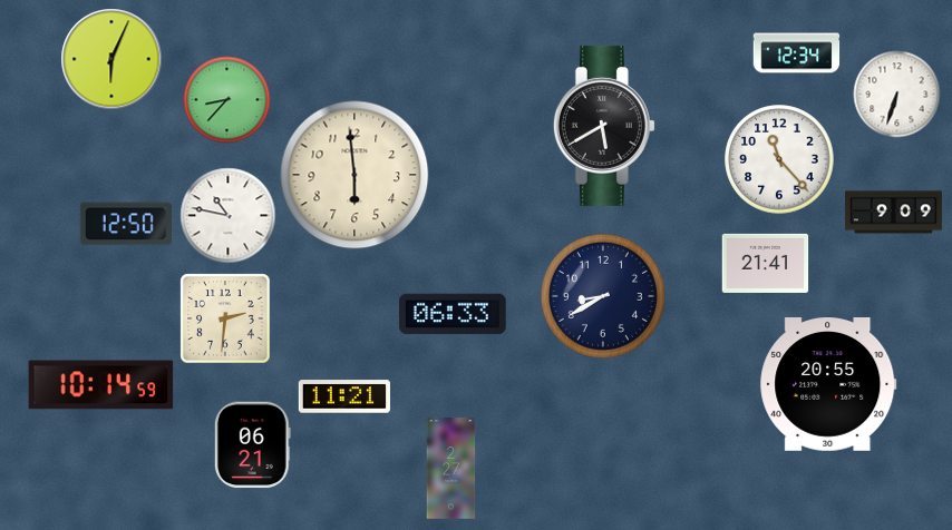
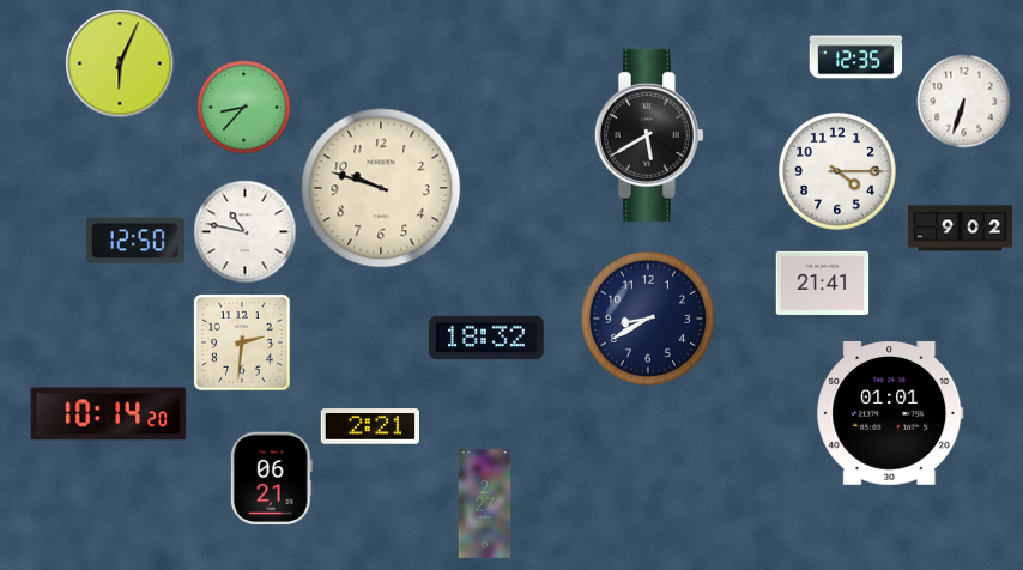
clock at (796, 53): 12:34 -> 12:35
clock at (779, 159): 11:23 -> 4:15
clock at (354, 175): 5:59 -> 9:48
clock at (893, 213): 9:09 -> 9:02
clock at (453, 314): 06:33 -> 18:32
clock at (101, 385): 10:14:59 -> 10:14:20
clock at (828, 385): 20:55 -> 01:01
clock at (344, 396): 11:21 -> 2:21
